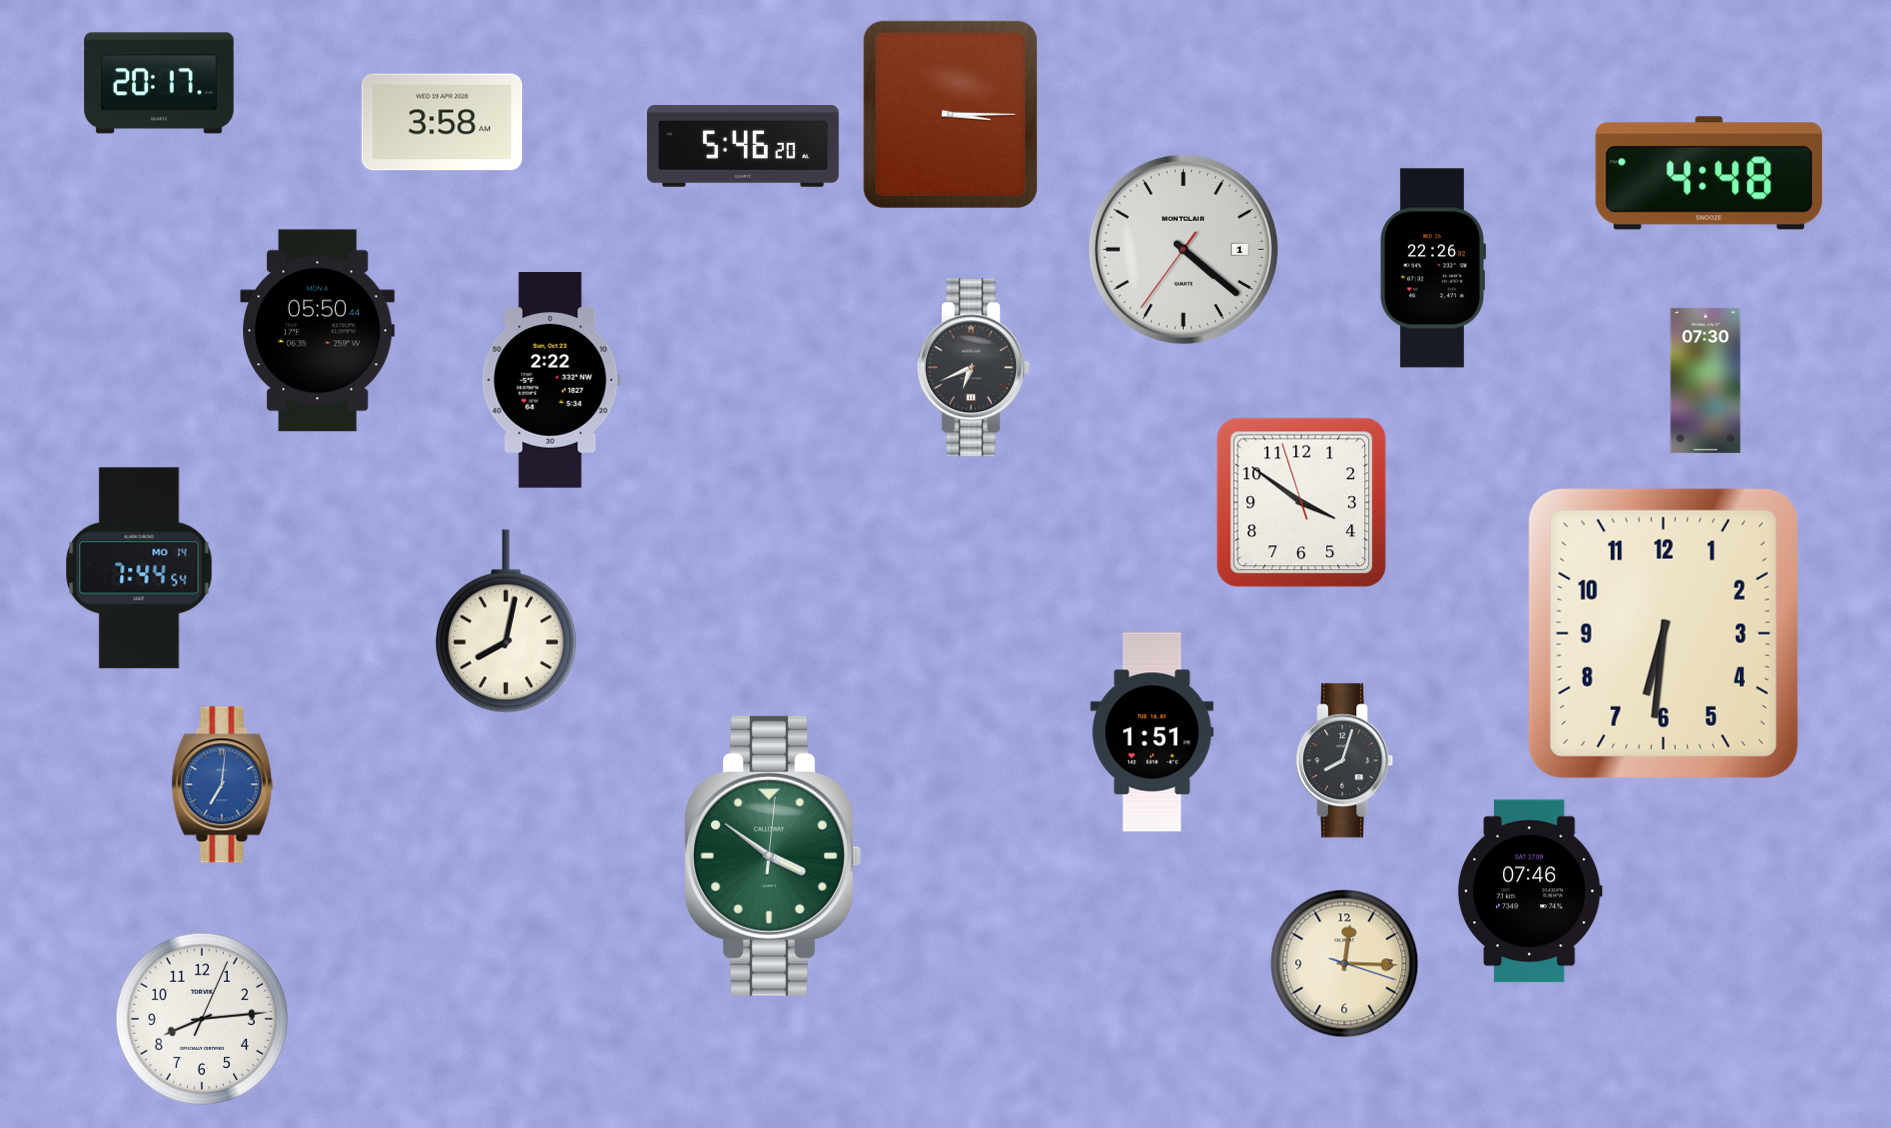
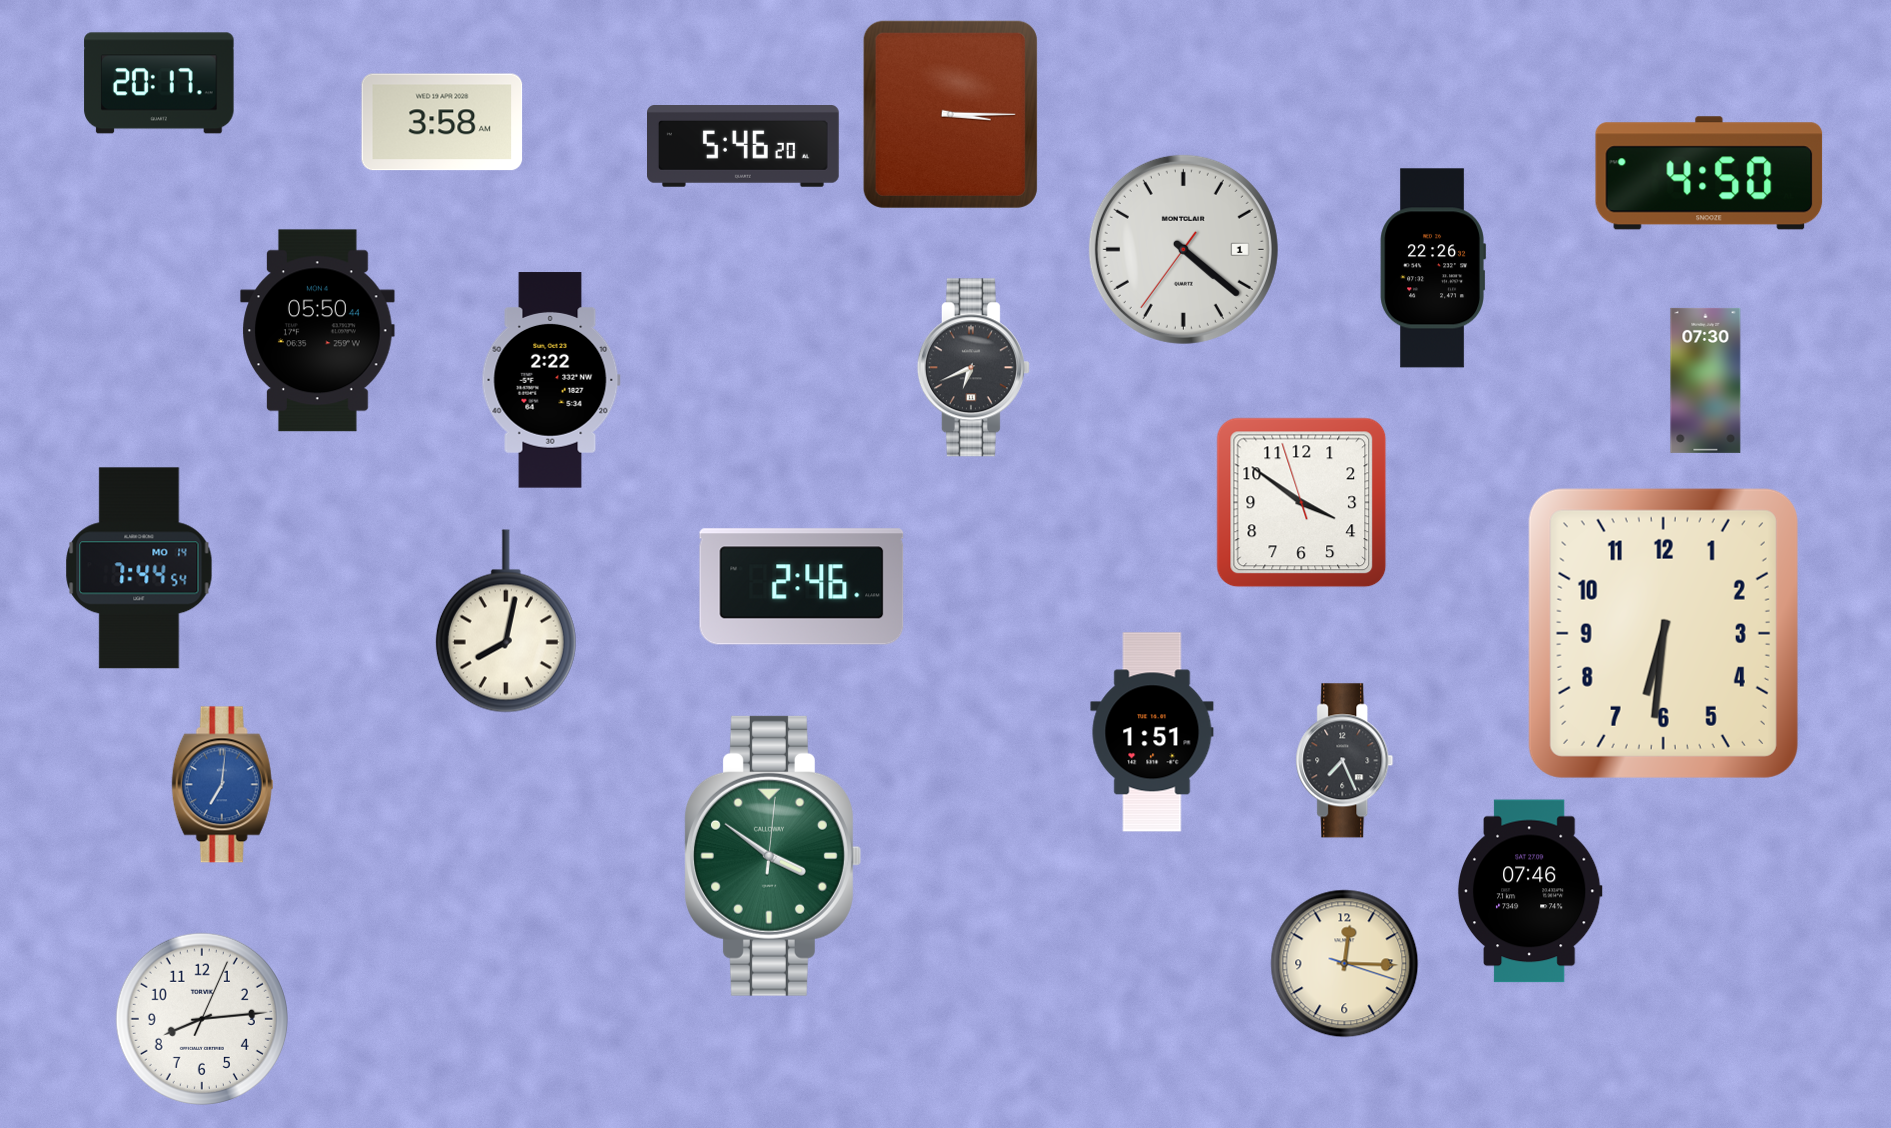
clock at (1709, 173): 4:48 -> 4:50
clock at (802, 587): none -> 2:46
clock at (1345, 761): 8:03 -> 7:26
